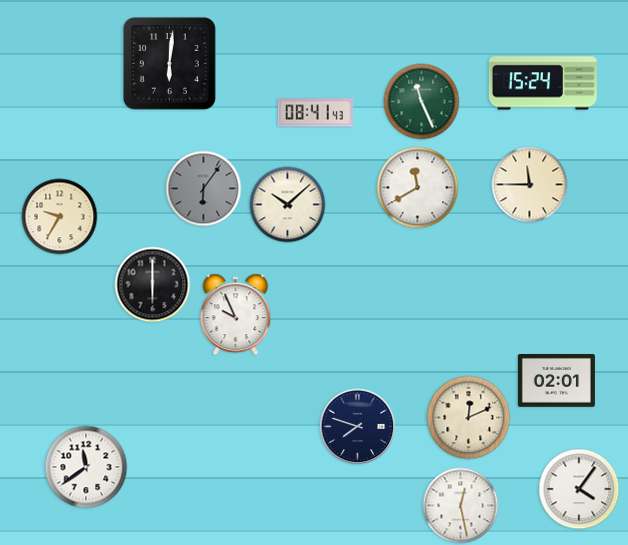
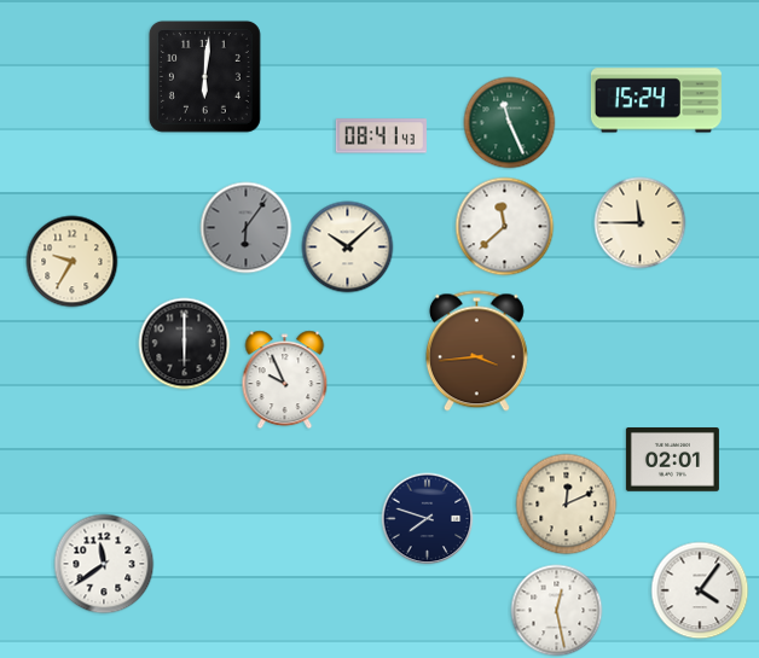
clock at (418, 188): 11:40 -> 11:38
clock at (476, 351): none -> 3:44
clock at (358, 427) position: (358, 427) -> (428, 519)
